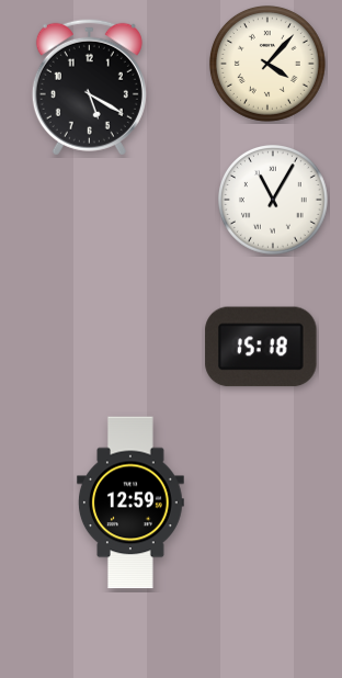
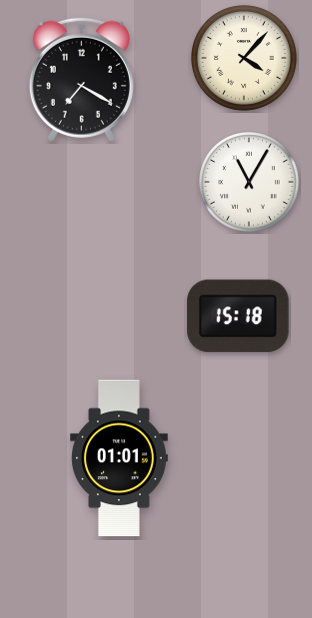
clock at (89, 87): 5:20 -> 7:20
clock at (132, 502): 12:59 -> 01:01
